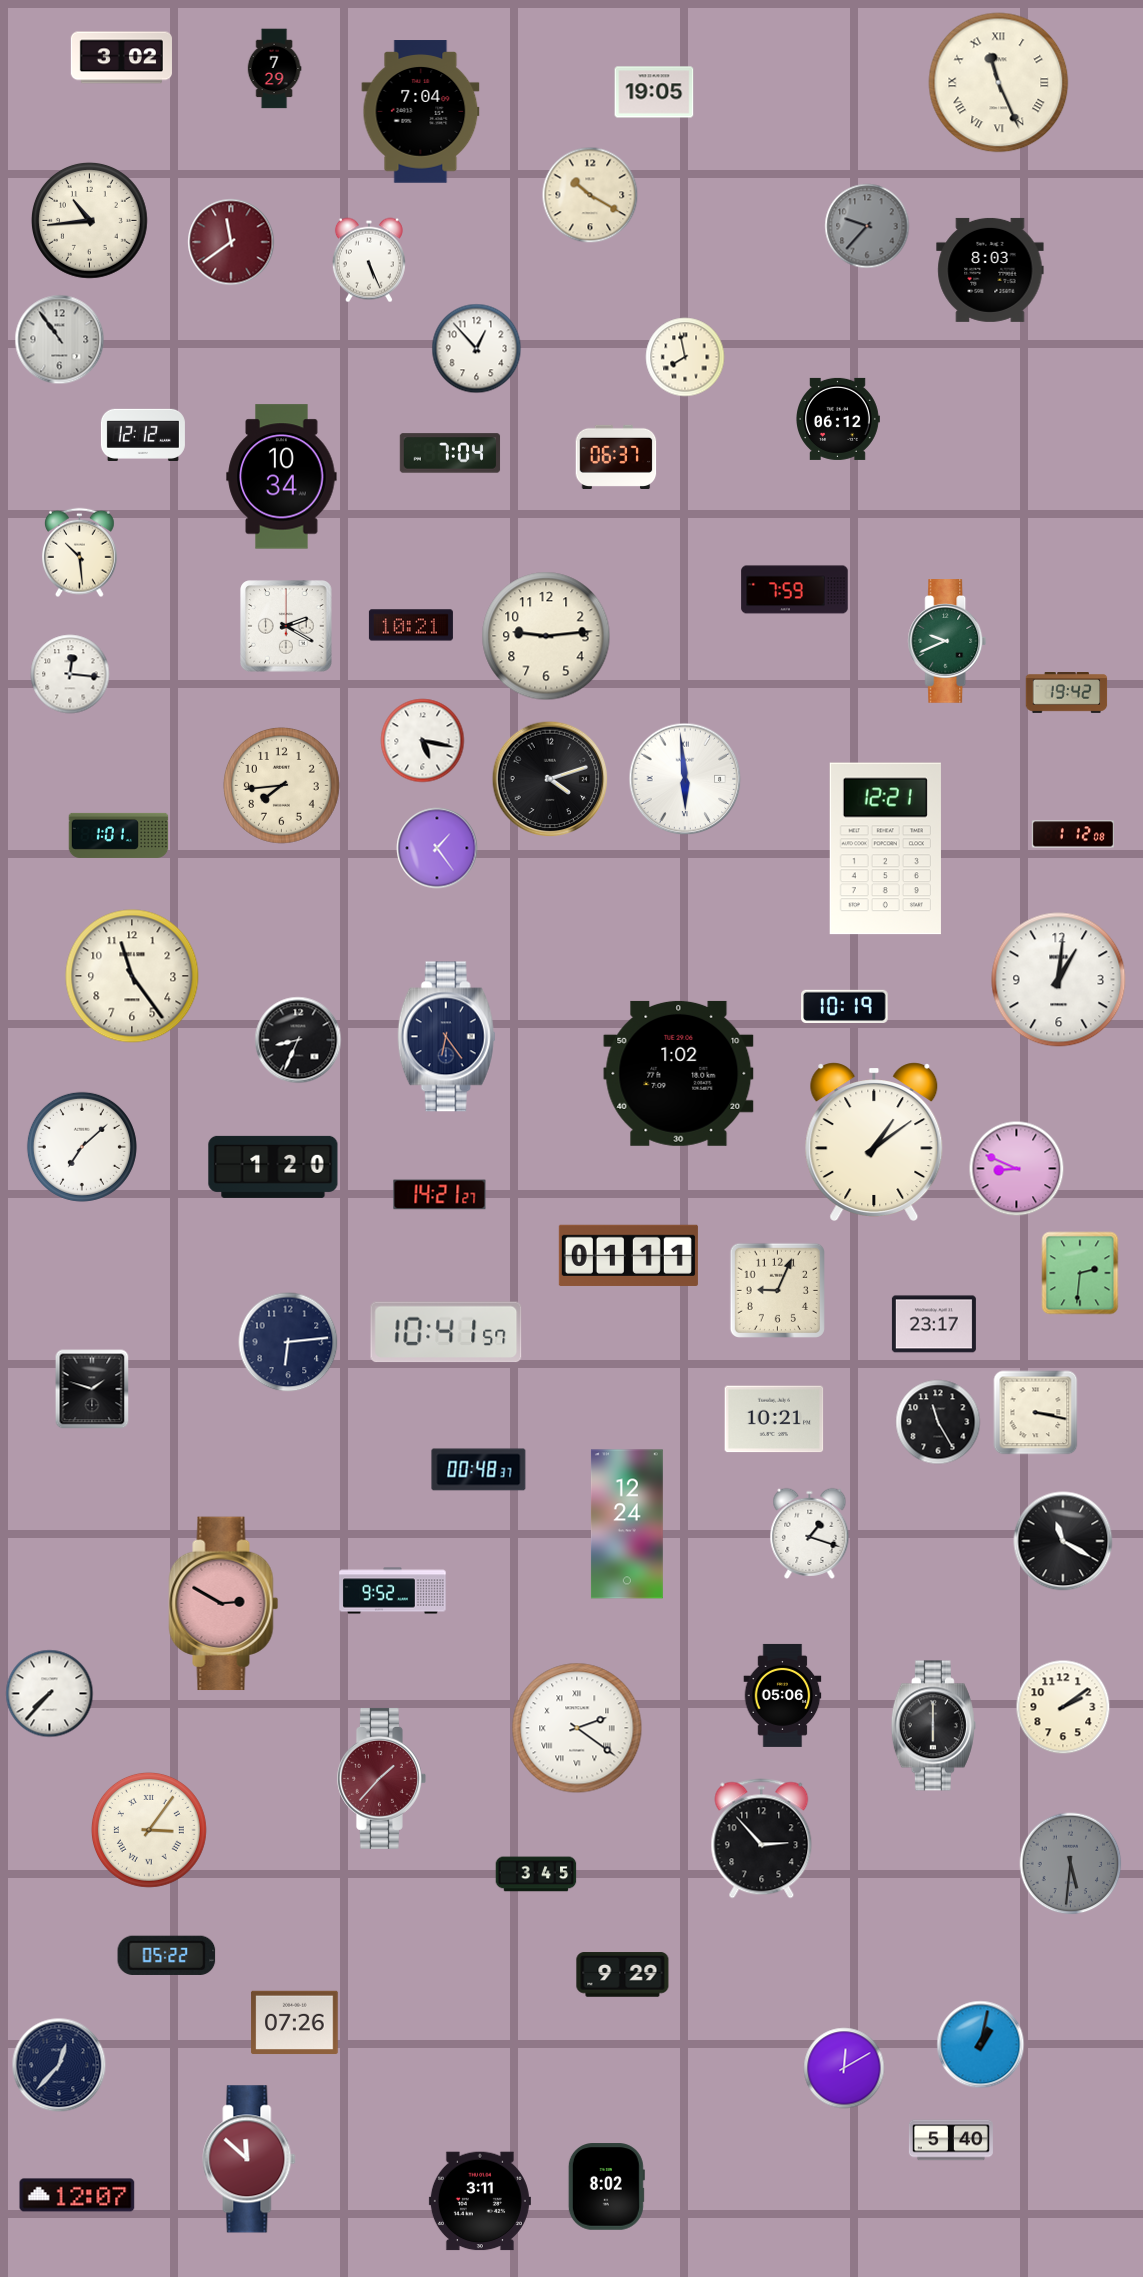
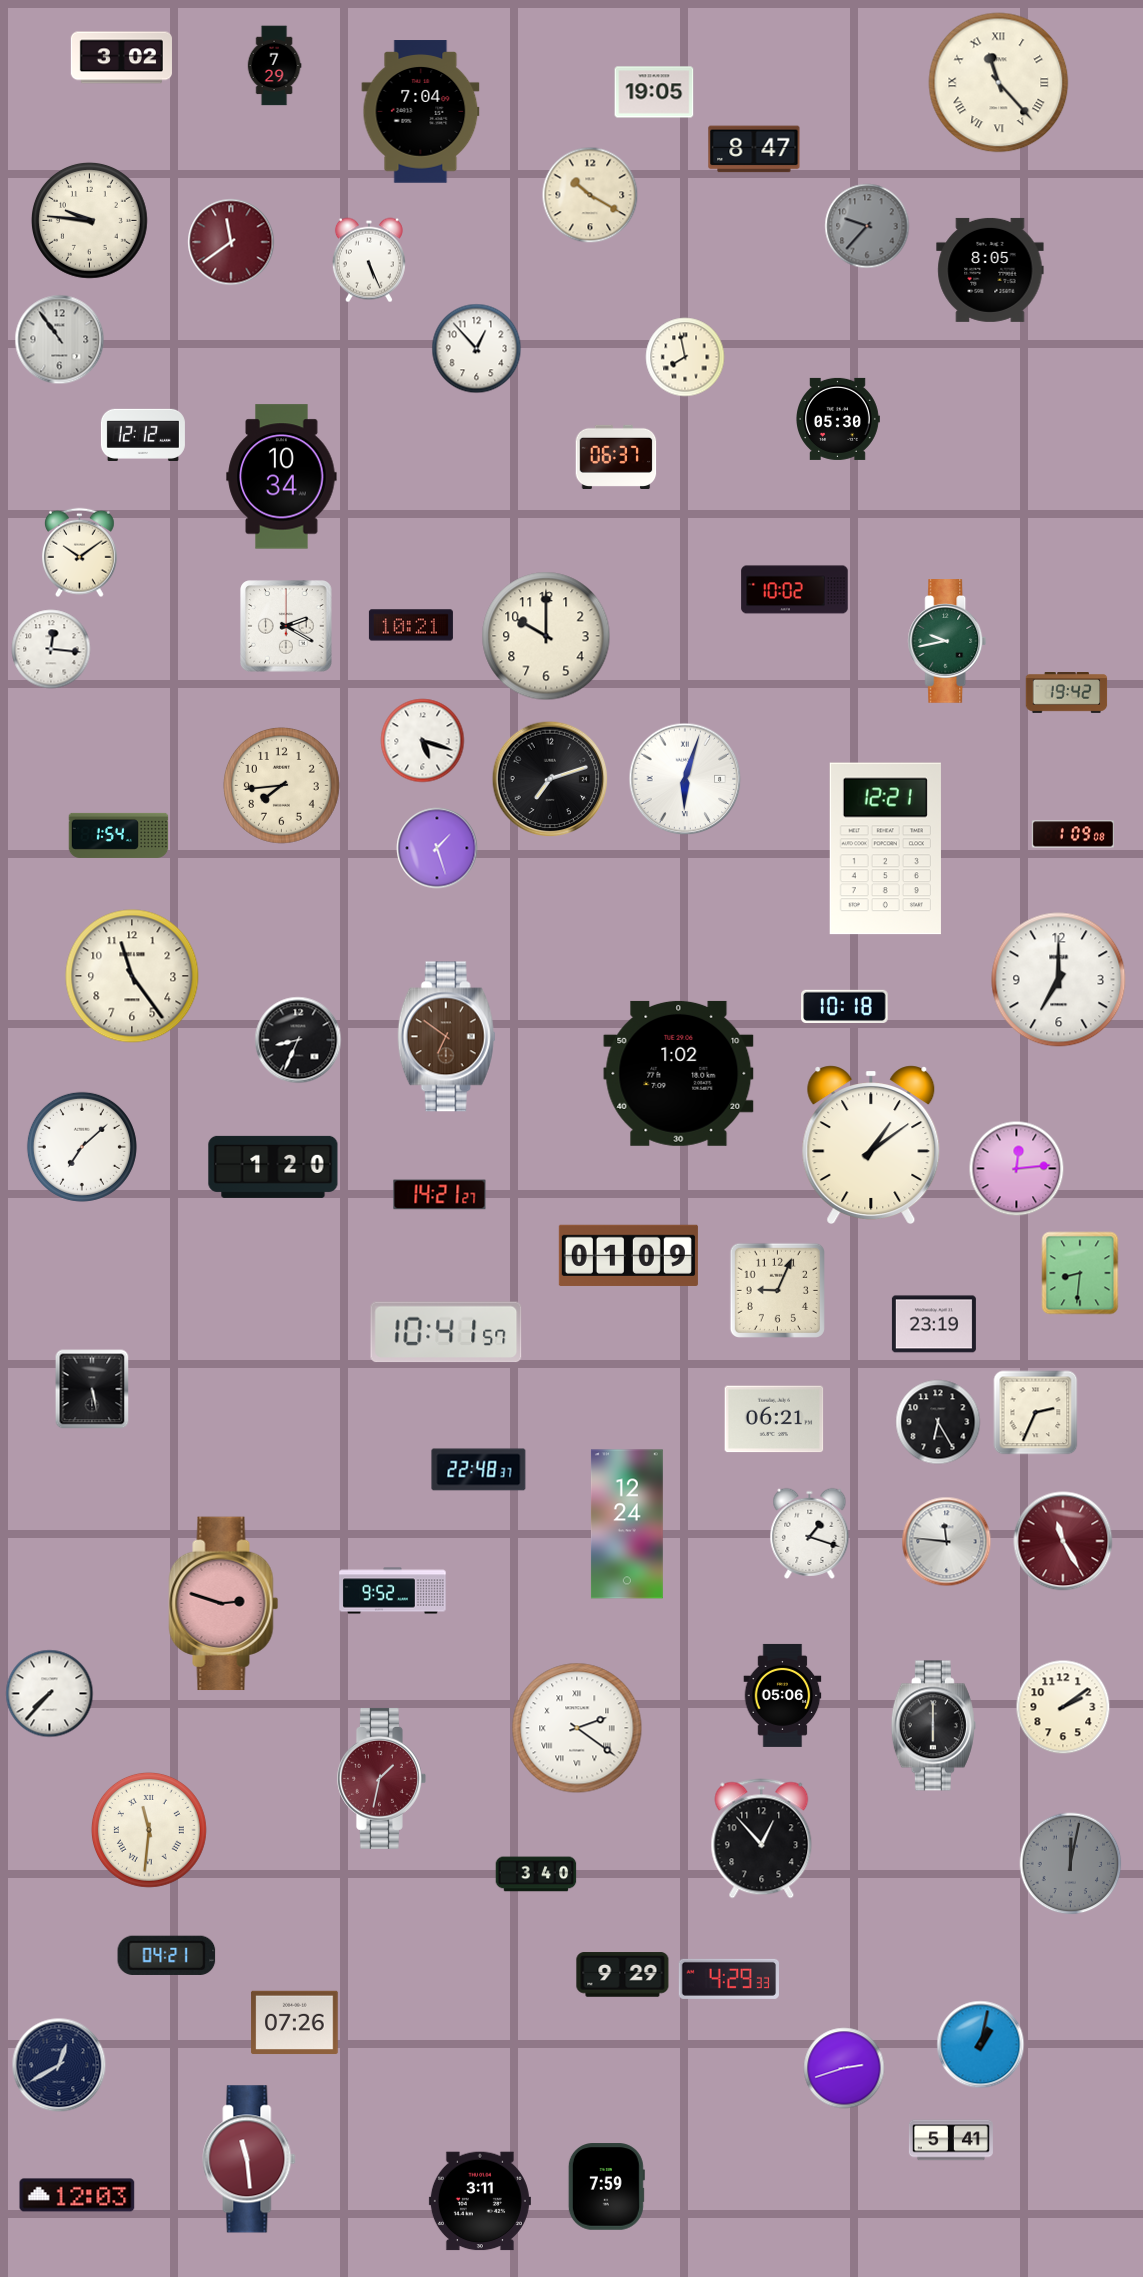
clock at (274, 69) position: (274, 69) -> (274, 66)
clock at (999, 83): 11:26 -> 11:23
clock at (754, 149): none -> 8:47
clock at (89, 220): 10:44 -> 9:46
clock at (990, 270): 8:03 -> 8:05
clock at (838, 419): 06:12 -> 05:30
clock at (450, 453): 7:04 -> none
clock at (80, 553): 10:29 -> 10:09
clock at (795, 590): 7:59 -> 10:02
clock at (546, 636): 9:14 -> 10:00
clock at (947, 641): 9:41 -> 9:43
clock at (70, 674) position: (70, 674) -> (51, 649)
clock at (423, 741): 5:17 -> 5:18
clock at (550, 779): 4:12 -> 7:12
clock at (685, 779): 5:59 -> 6:03
clock at (1073, 834): 1:12 -> 1:09
clock at (119, 835): 1:01 -> 1:54
clock at (437, 848): 1:24 -> 1:27
clock at (1059, 980): 1:01 -> 7:00
clock at (845, 1006): 10:19 -> 10:18
clock at (446, 1037): 6:24 -> 6:51
clock at (446, 1037) dial: navy -> brown
clock at (874, 1141) position: (874, 1141) -> (871, 1144)
clock at (1017, 1169): 8:49 -> 12:14
clock at (628, 1255): 01:11 -> 01:09
clock at (1080, 1273): 2:31 -> 8:31
clock at (934, 1324): 23:17 -> 23:19
clock at (288, 1342): 6:14 -> none
clock at (92, 1389): 1:48 -> 5:28
clock at (1036, 1413): 3:17 -> 2:34
clock at (774, 1419): 10:21 -> 06:21
clock at (938, 1422): 11:25 -> 6:25
clock at (479, 1470): 00:48 -> 22:48
clock at (1063, 1541): 11:20 -> 11:25
clock at (1063, 1541) dial: black -> burgundy
clock at (947, 1542): none -> 11:46
clock at (224, 1604): 2:50 -> 2:48
clock at (381, 1778): 1:37 -> 1:32
clock at (149, 1830): 3:06 -> 11:31
clock at (762, 1839): 2:53 -> 12:53
clock at (1071, 1864): 5:31 -> 12:02
clock at (536, 1874): 3:45 -> 3:40
clock at (167, 1955): 05:22 -> 04:21
clock at (729, 1979): none -> 4:29
clock at (59, 2065): 12:37 -> 12:40
clock at (844, 2068): 12:10 -> 2:42
clock at (951, 2140): 5:40 -> 5:41
clock at (249, 2159): 11:52 -> 11:29
clock at (606, 2187): 8:02 -> 7:59
clock at (77, 2195): 12:07 -> 12:03
